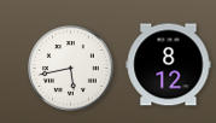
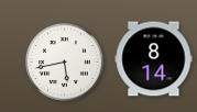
clock at (169, 65): 8:12 -> 8:14
